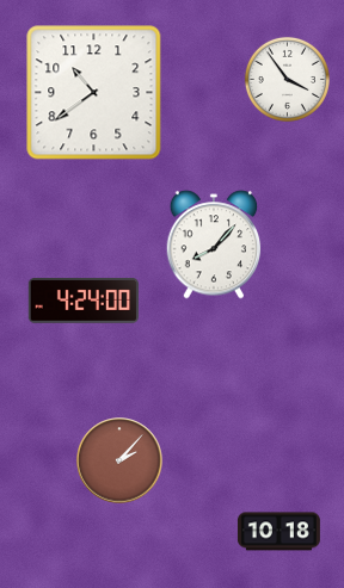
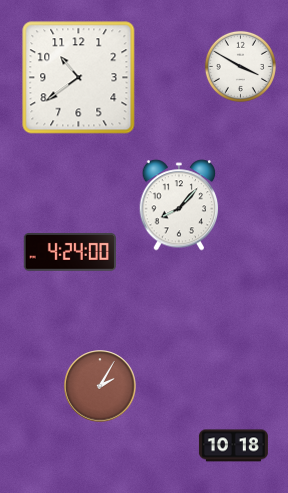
clock at (287, 79): 3:54 -> 3:50
clock at (119, 460): 2:07 -> 2:05
